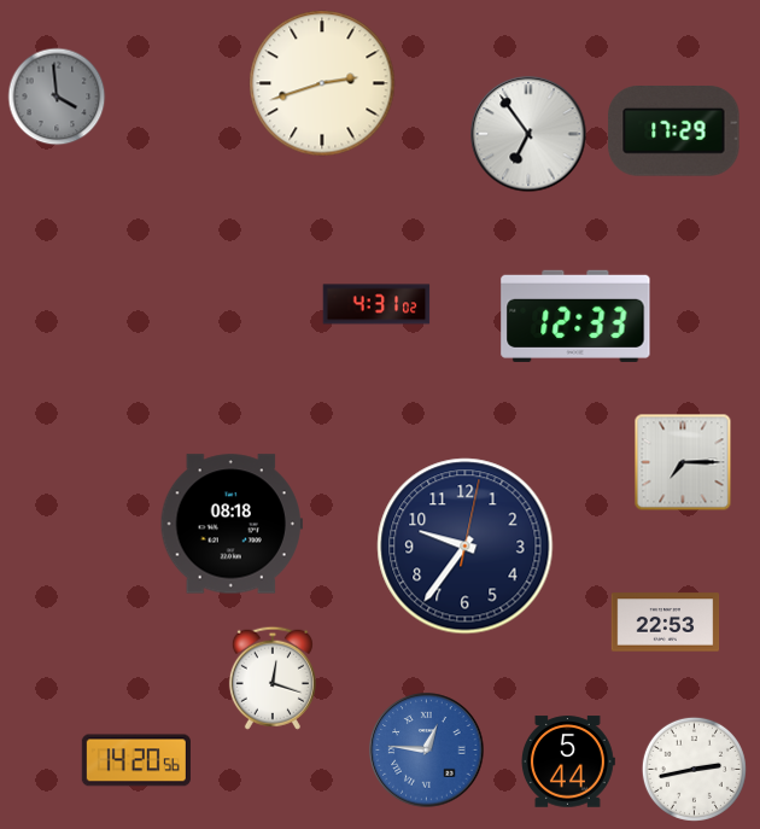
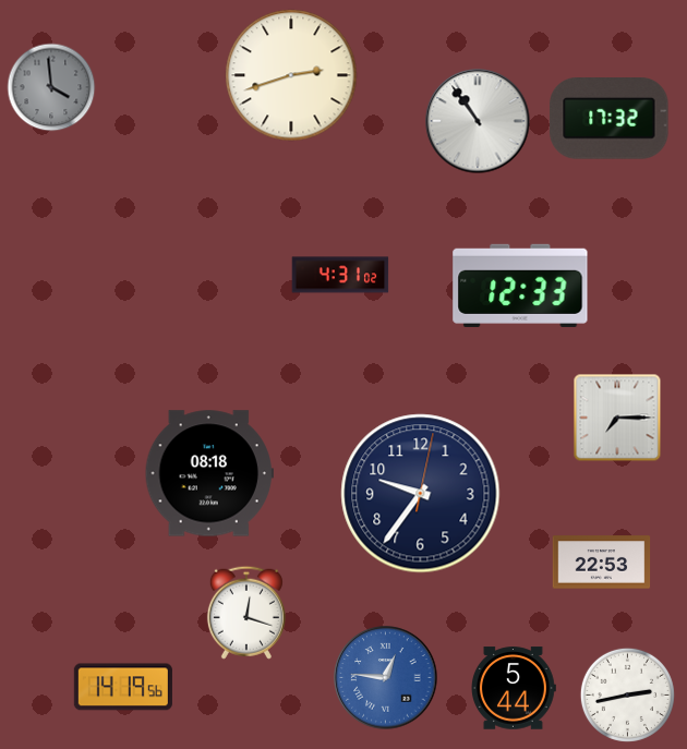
clock at (674, 132): 17:29 -> 17:32
clock at (528, 134): 6:54 -> 10:54
clock at (136, 760): 14:20 -> 14:19
